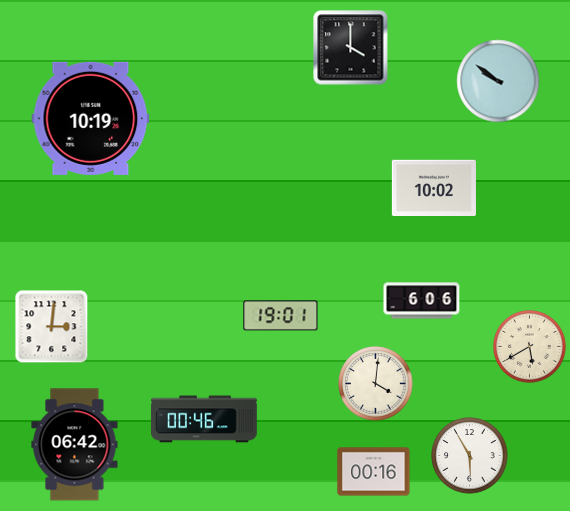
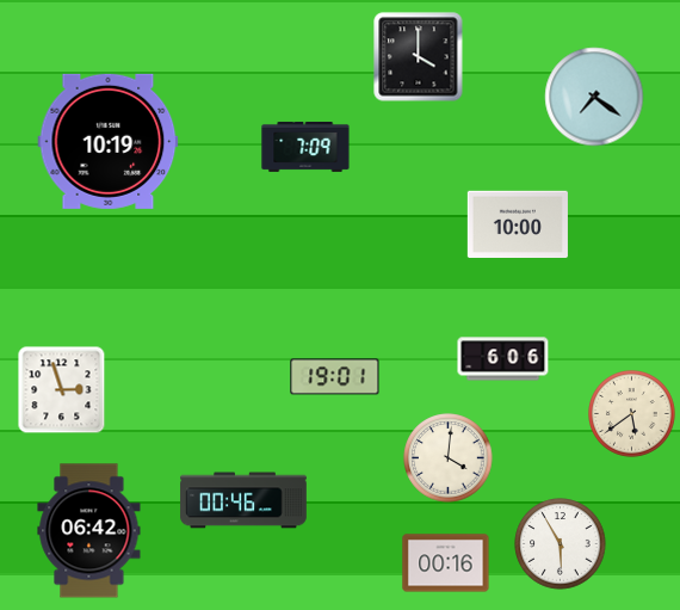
clock at (498, 81): 9:51 -> 7:21
clock at (305, 147): none -> 7:09
clock at (434, 187): 10:02 -> 10:00
clock at (52, 327): 3:01 -> 2:57
clock at (530, 347): 5:40 -> 5:39
